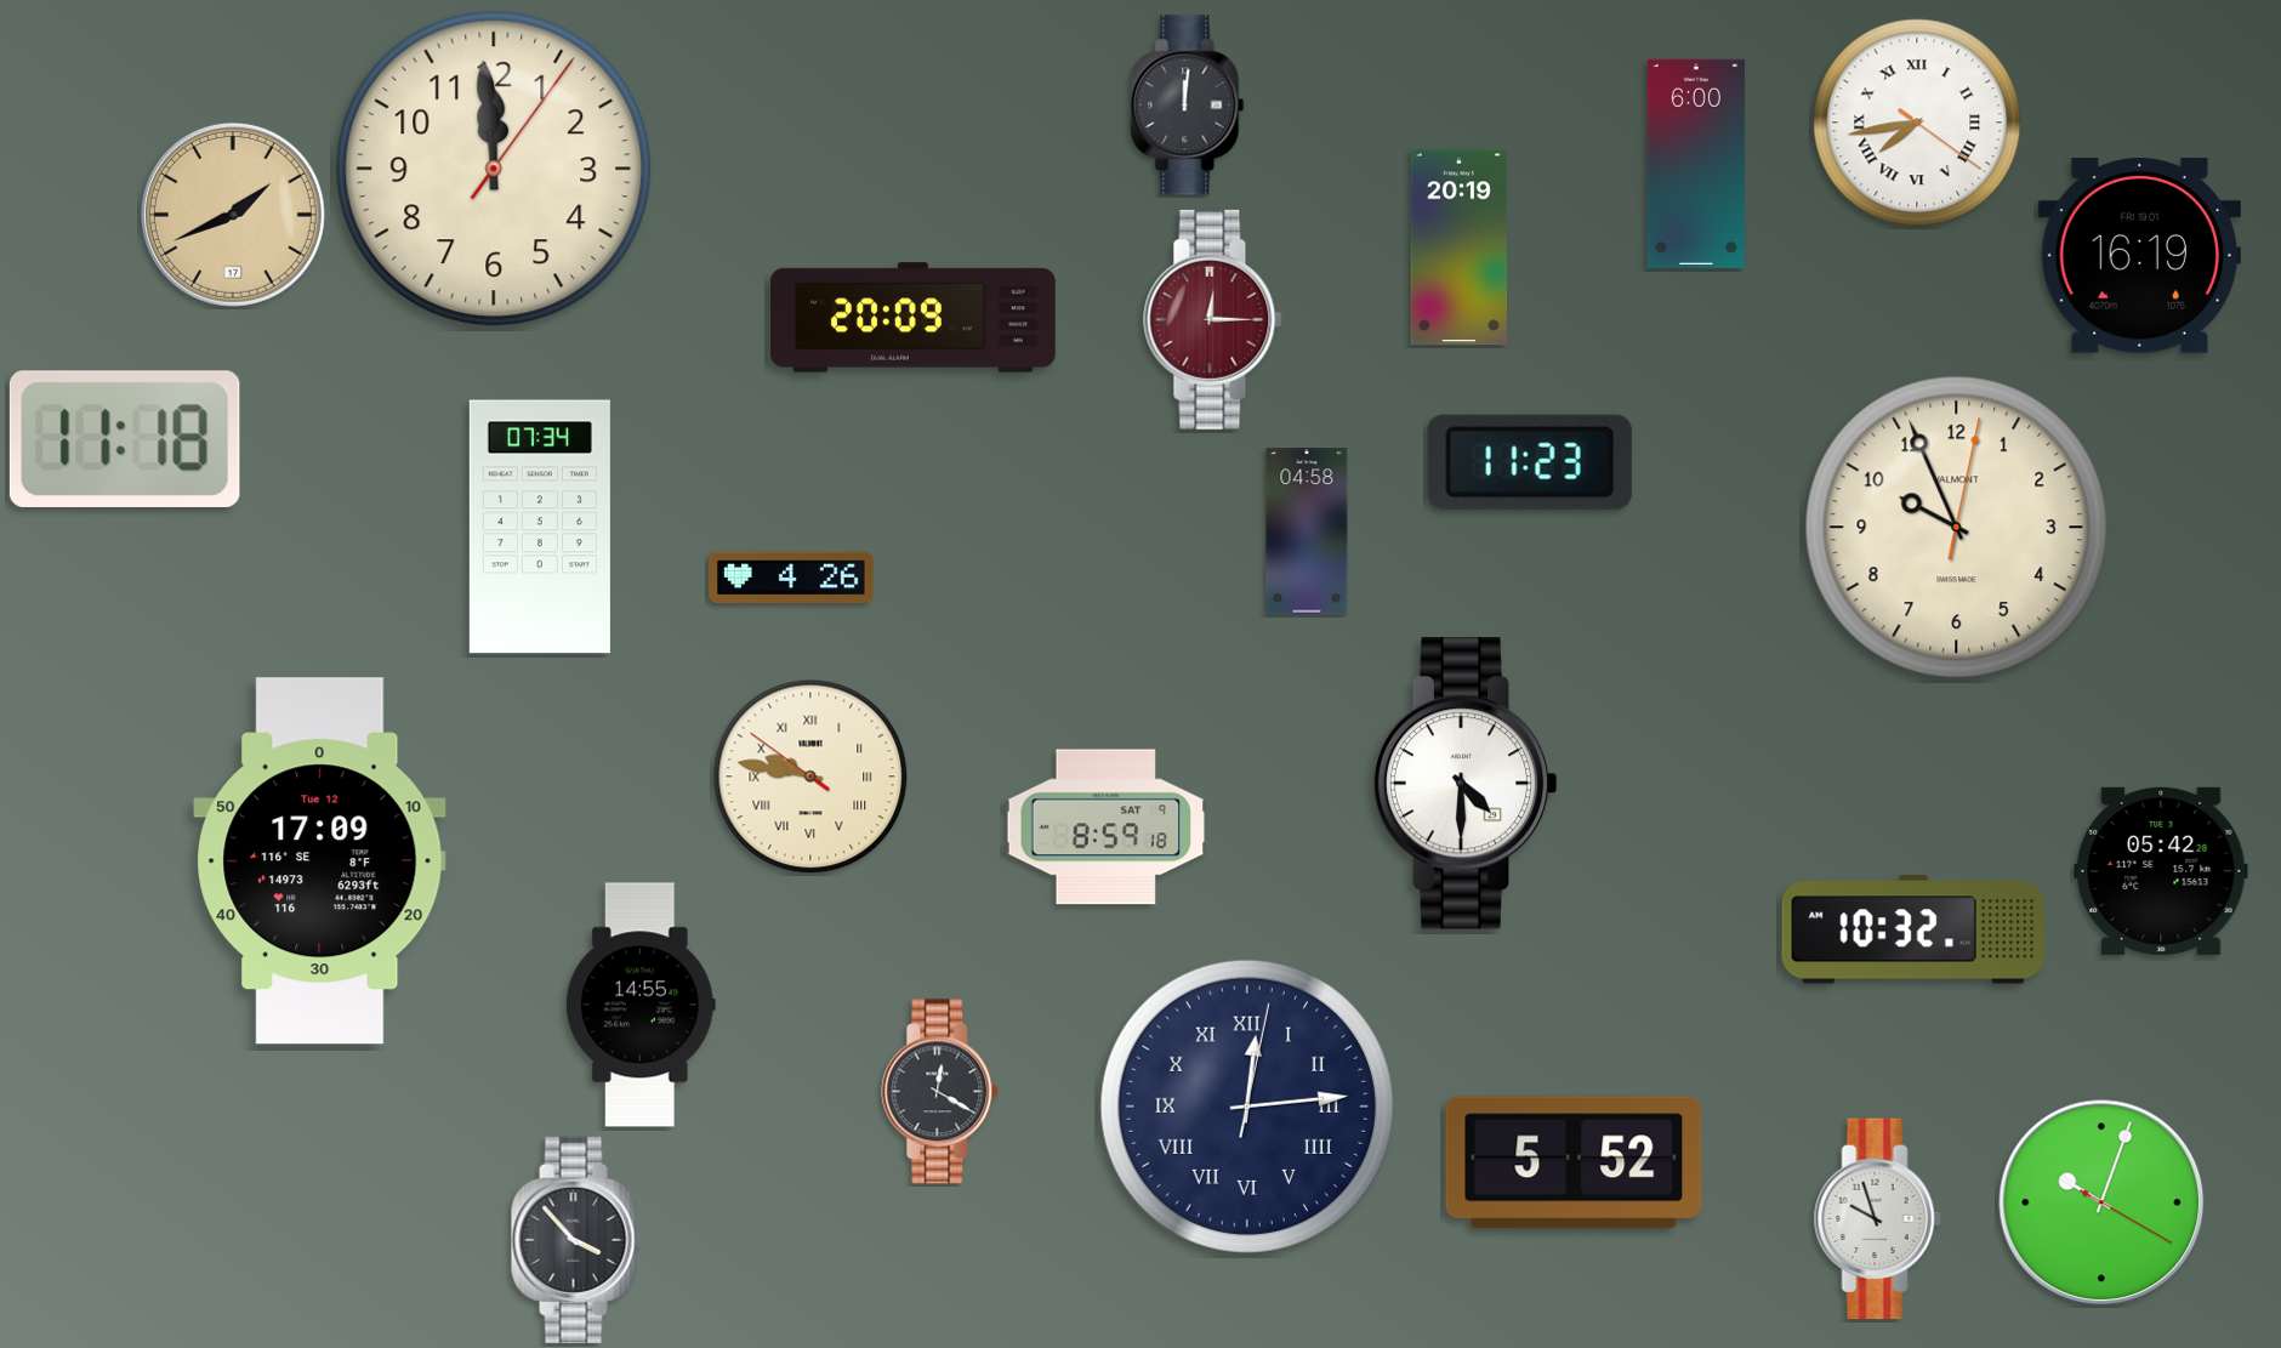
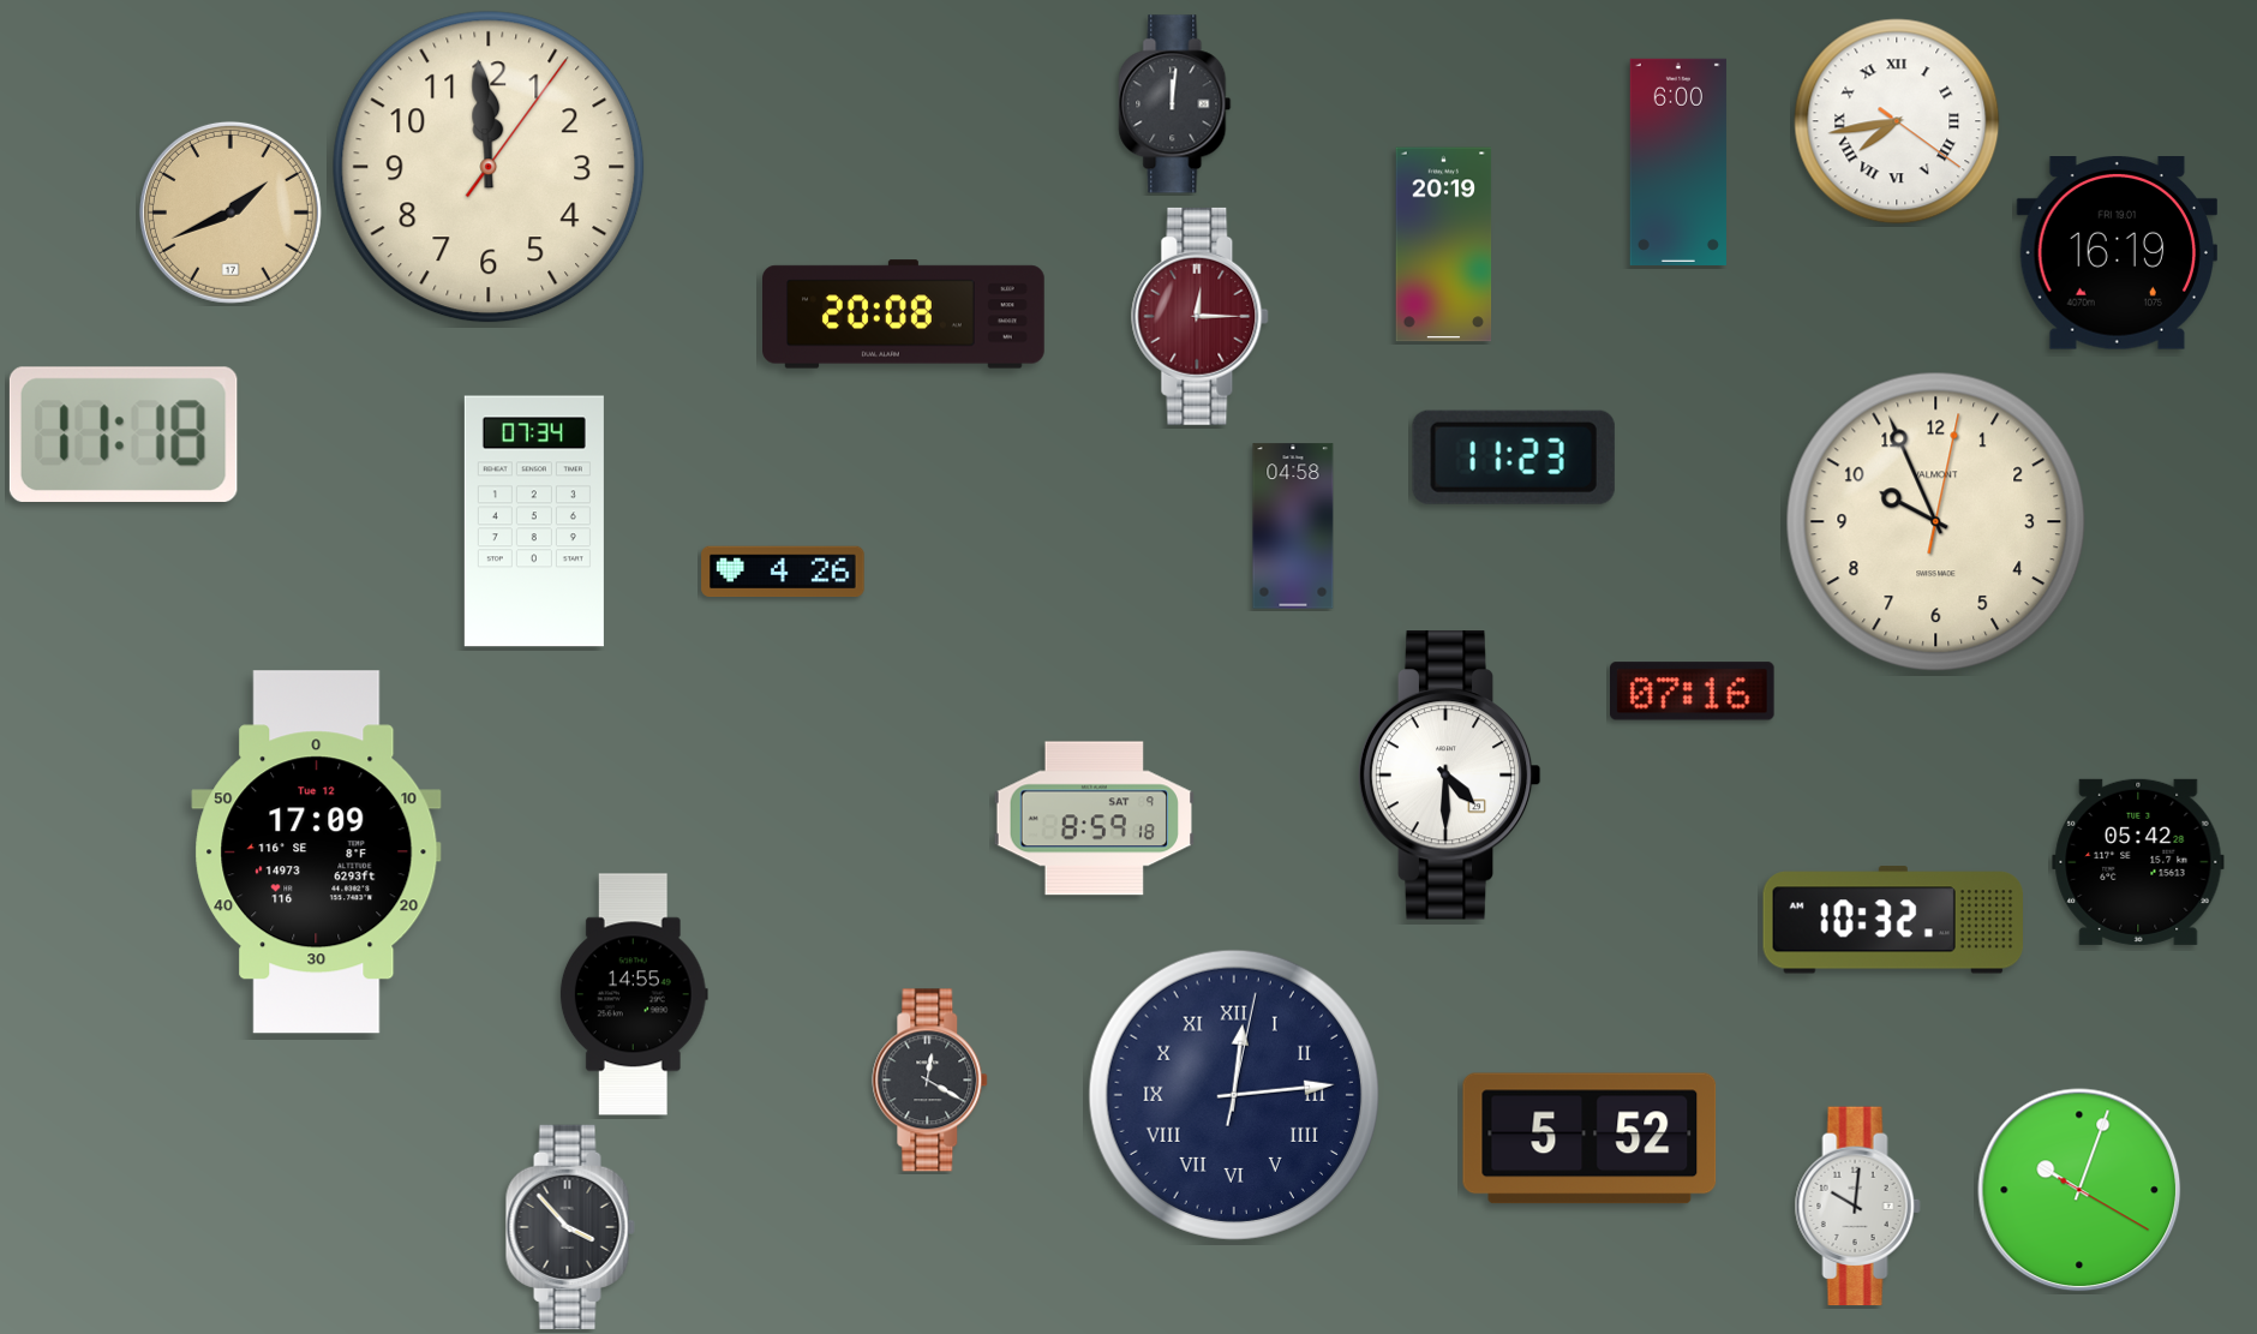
clock at (914, 318): 20:09 -> 20:08
clock at (1693, 692): none -> 07:16
clock at (810, 777): 9:46 -> none
clock at (1574, 1162) position: (1574, 1162) -> (1590, 1138)
clock at (1877, 1219): 9:57 -> 10:01
